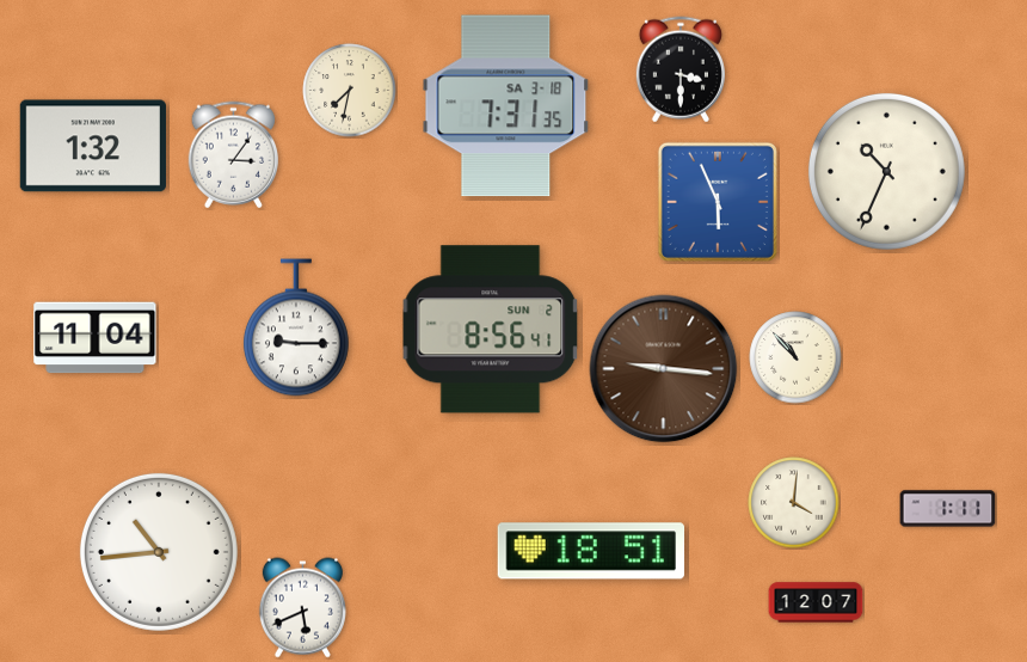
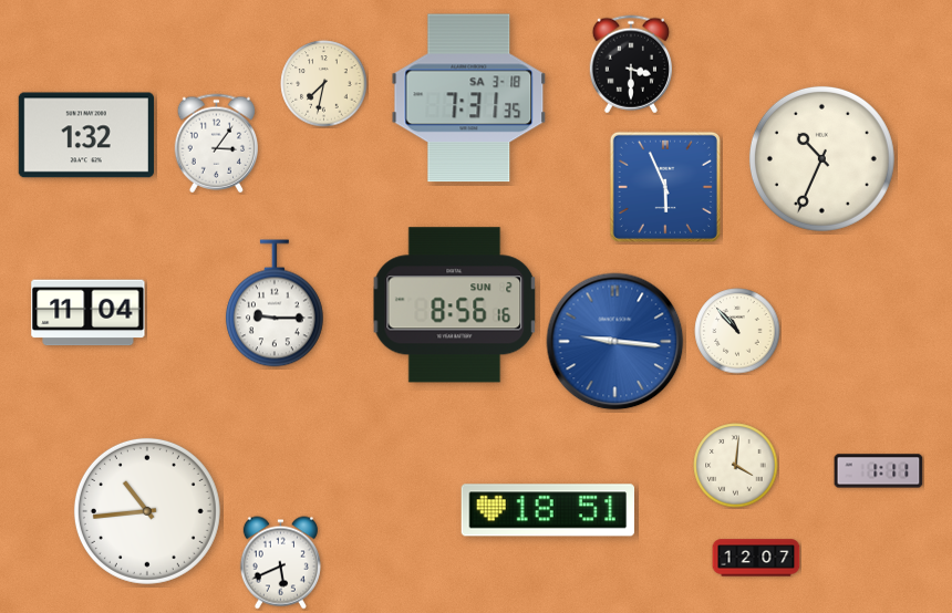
clock at (491, 330): 8:56:41 -> 8:56:16
clock at (664, 369) dial: brown -> blue
